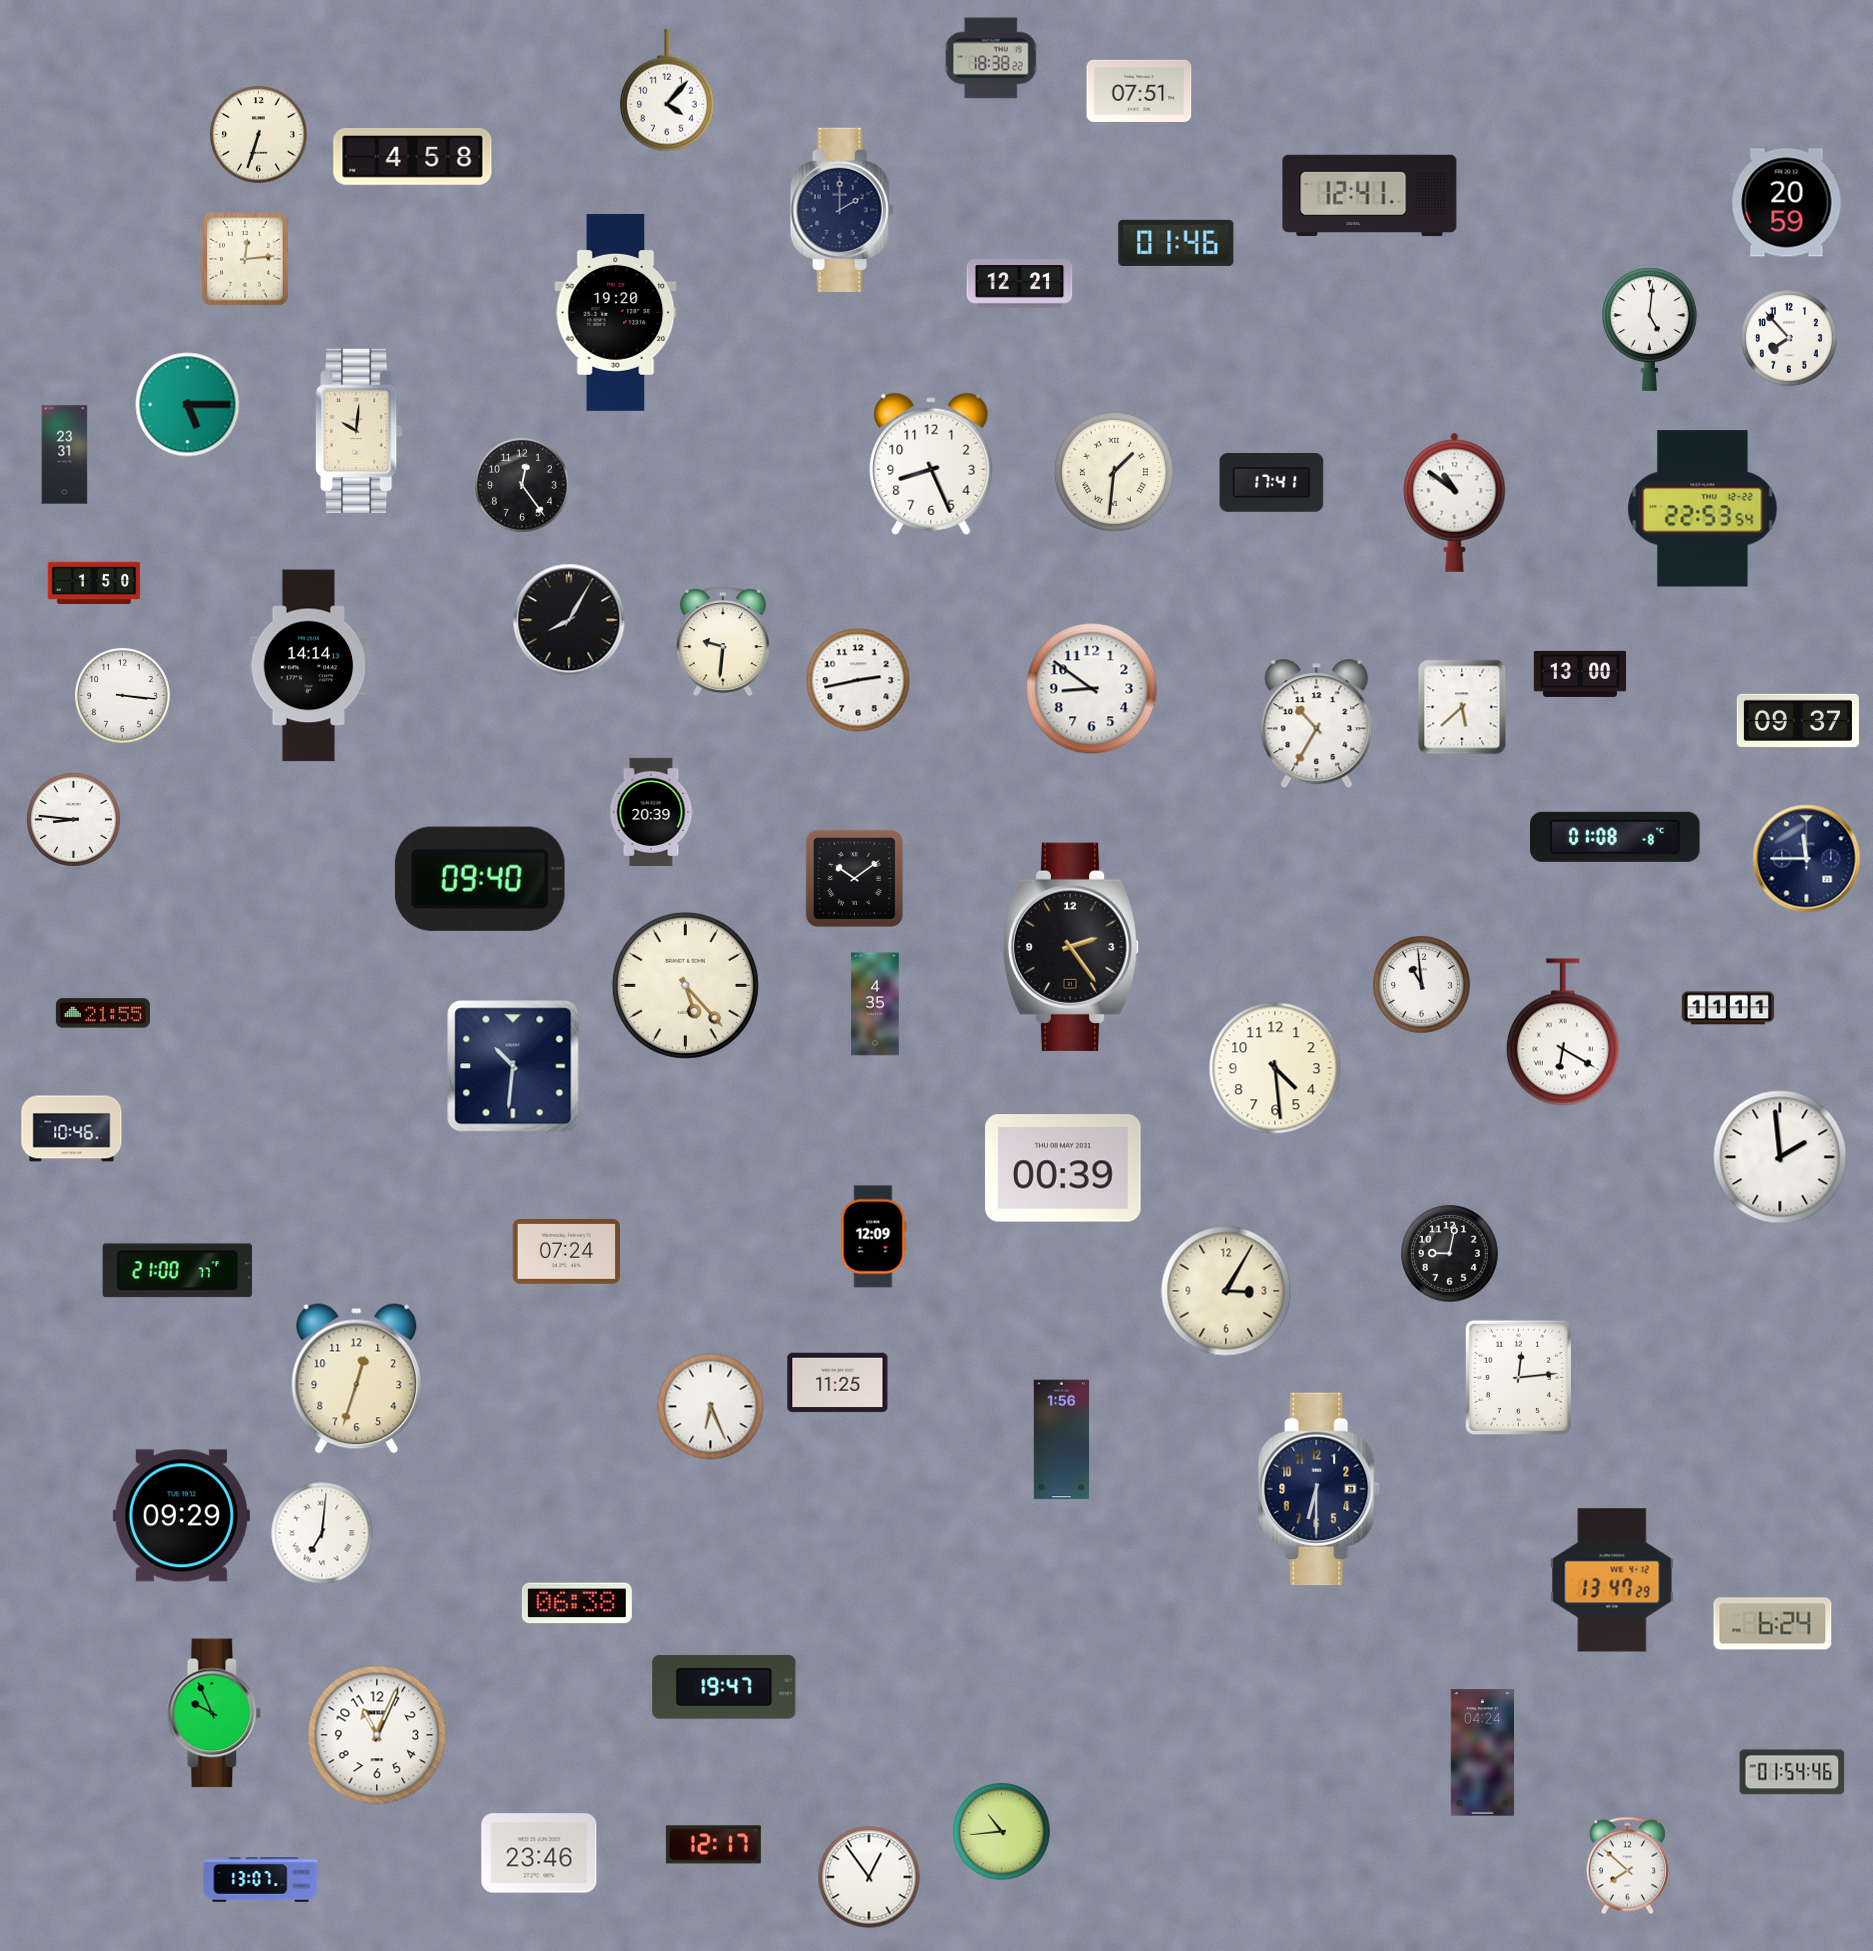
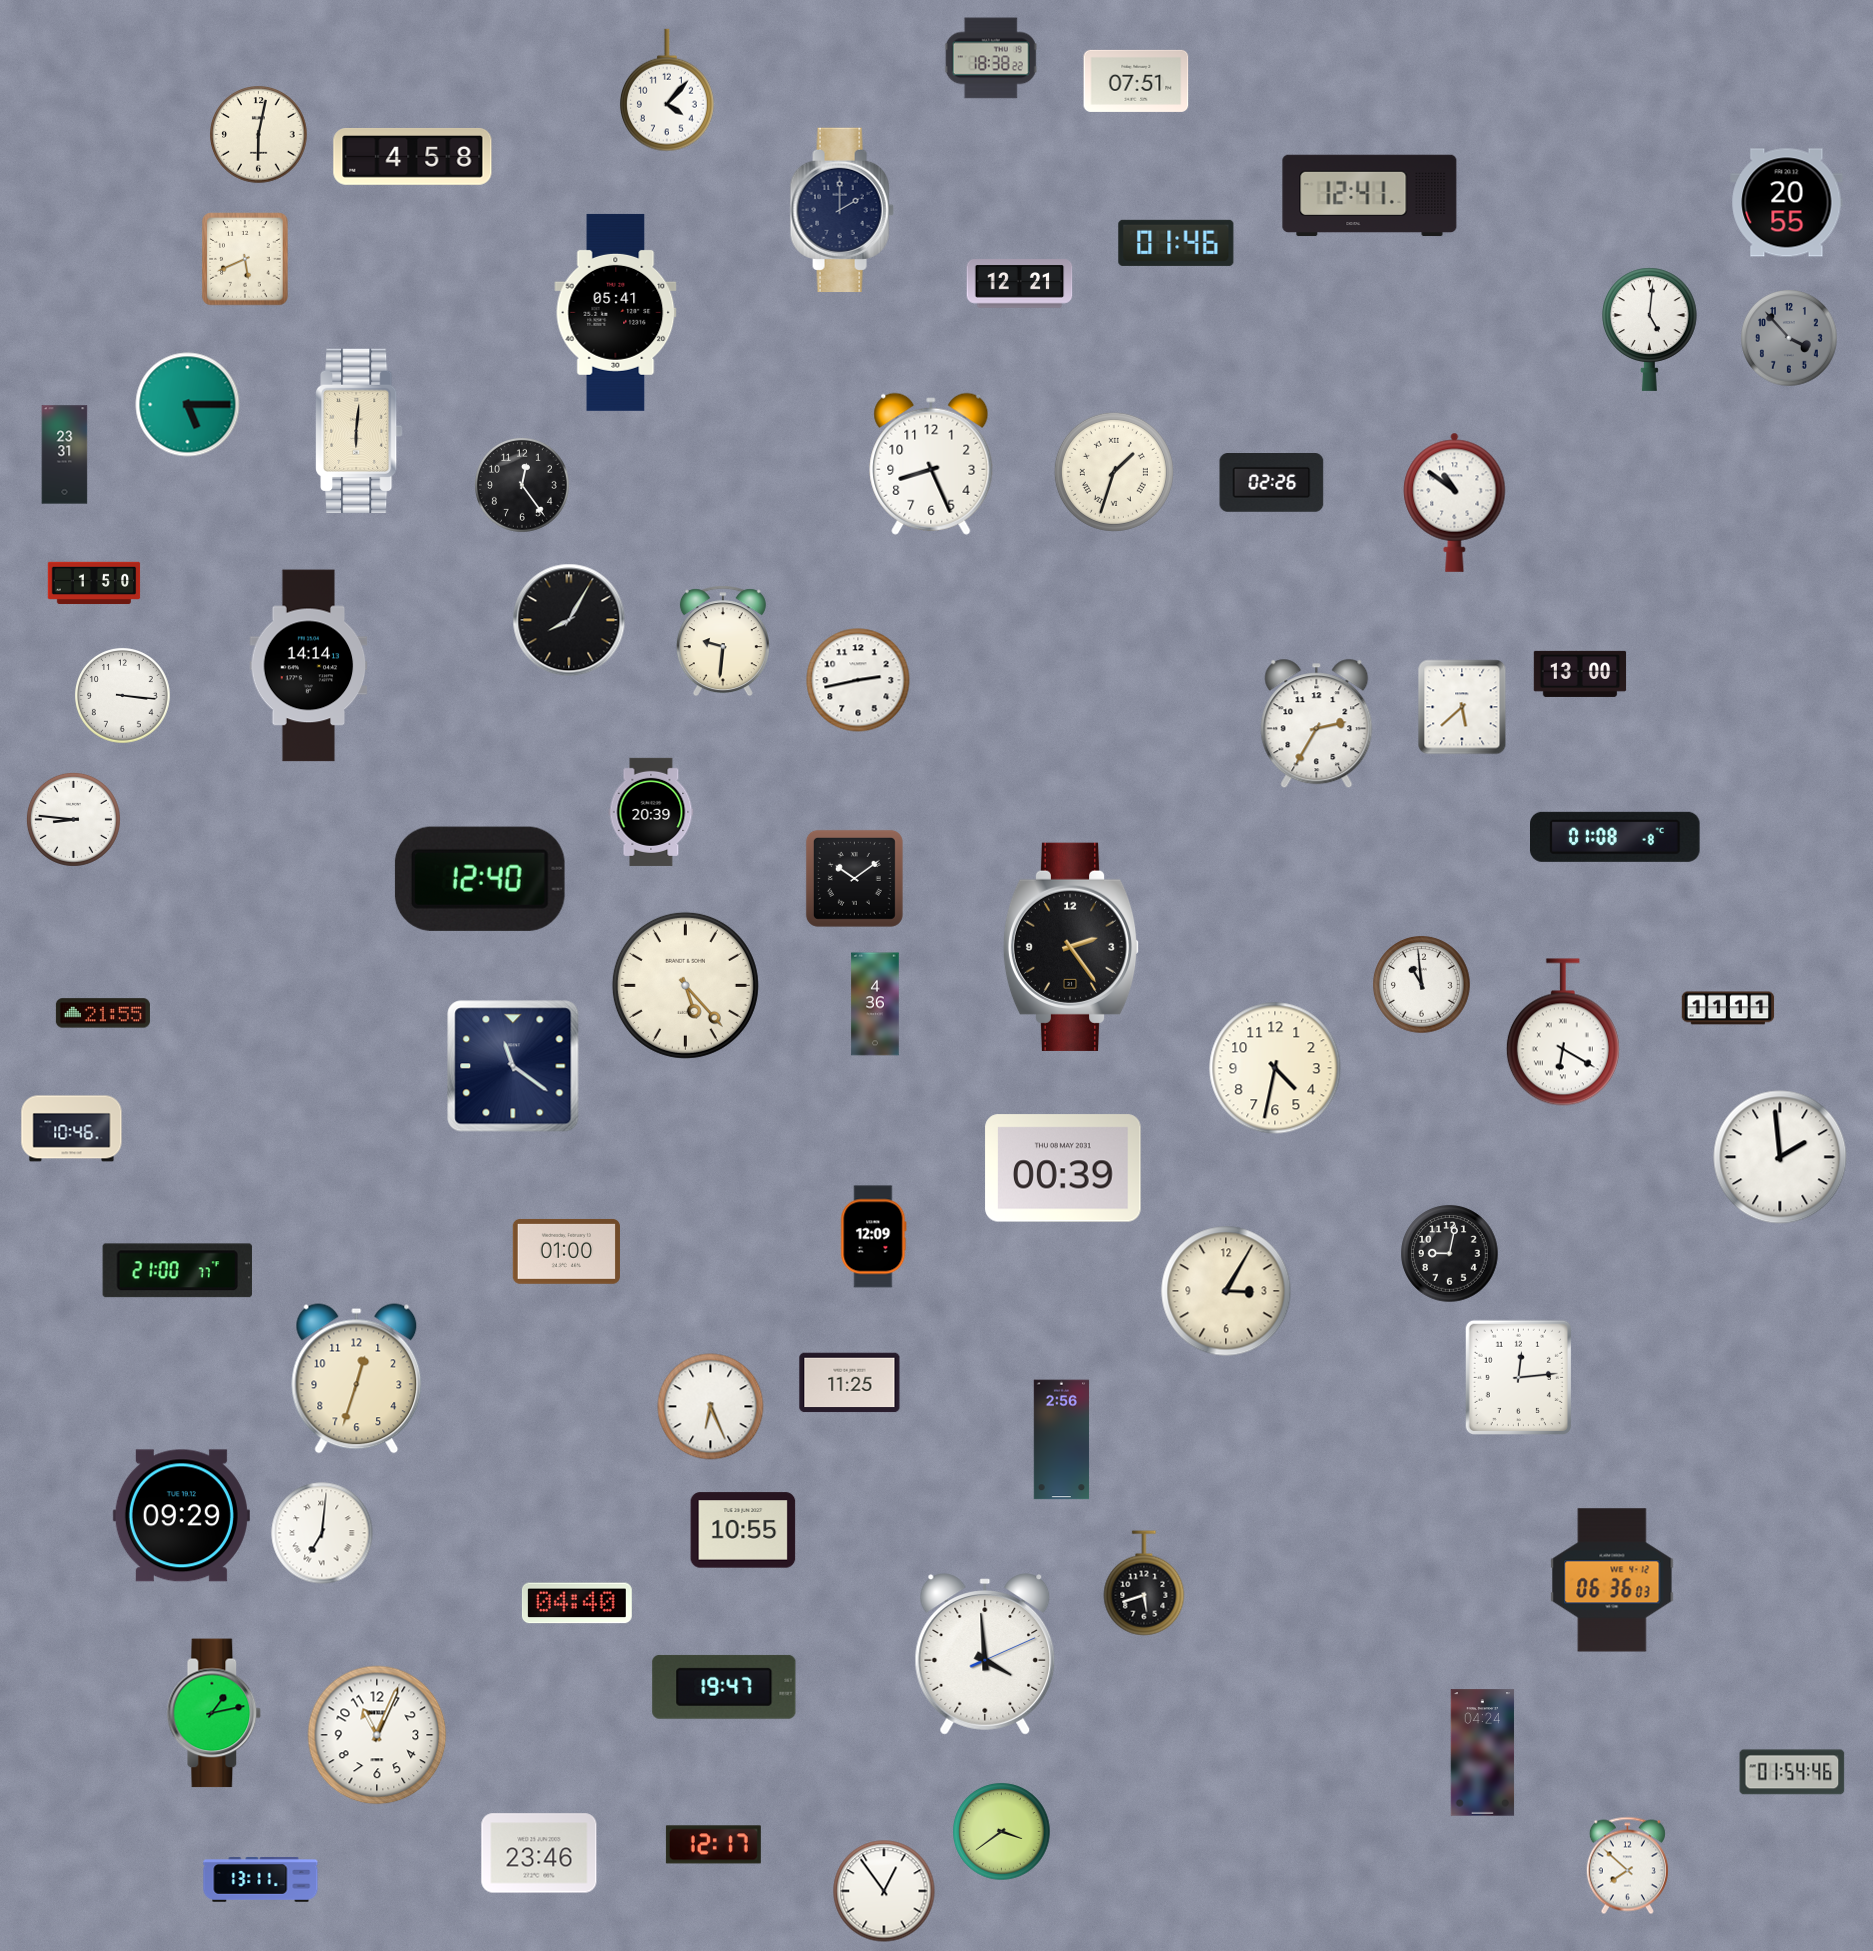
clock at (1139, 91) position: (1139, 91) -> (1136, 81)
clock at (259, 135): 6:33 -> 6:02
clock at (1787, 203): 20:59 -> 20:55
clock at (245, 259): 12:14 -> 5:41
clock at (616, 312): 19:20 -> 05:41
clock at (1789, 338): 7:53 -> 3:53
clock at (1789, 338) dial: white -> grey
clock at (359, 430): 10:01 -> 6:01
clock at (1114, 472): 1:31 -> 1:33
clock at (1272, 483): 17:41 -> 02:26
clock at (1703, 509): 22:53 -> none
clock at (1092, 689): 8:51 -> none
clock at (1798, 720): 09:37 -> none
clock at (1317, 724): 10:35 -> 2:35
clock at (1807, 859): 11:45 -> none
clock at (480, 879): 09:40 -> 12:40
clock at (875, 1004): 4:35 -> 4:36
clock at (513, 1066): 10:31 -> 11:21
clock at (1275, 1068): 4:29 -> 4:32
clock at (566, 1252): 07:24 -> 01:00
clock at (838, 1383) position: (838, 1383) -> (850, 1383)
clock at (1062, 1440): 1:56 -> 2:56
clock at (1319, 1489): 6:30 -> none
clock at (743, 1530): none -> 10:55
clock at (1612, 1580): 13:47 -> 06:36
clock at (1144, 1583): none -> 5:42
clock at (577, 1603): 06:38 -> 04:40
clock at (1773, 1624): 6:24 -> none
clock at (985, 1654): none -> 3:59
clock at (214, 1713): 9:56 -> 1:13
clock at (1002, 1832): 10:44 -> 3:39
clock at (869, 1877) position: (869, 1877) -> (884, 1891)
clock at (261, 1880): 13:07 -> 13:11
